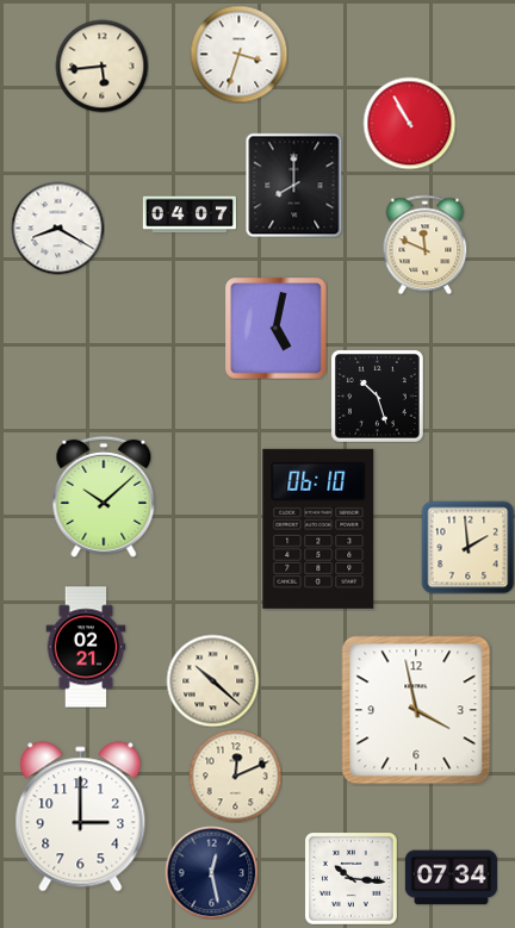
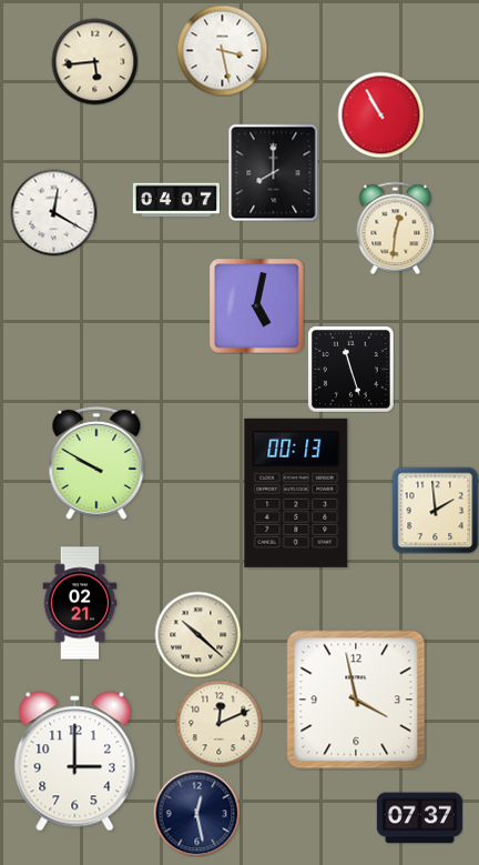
clock at (238, 54): 3:33 -> 3:28
clock at (57, 228): 8:20 -> 12:20
clock at (426, 244): 11:49 -> 12:31
clock at (377, 396): 10:27 -> 11:27
clock at (104, 497): 10:08 -> 9:50
clock at (318, 529): 06:10 -> 00:13
clock at (416, 710) position: (416, 710) -> (356, 700)
clock at (350, 878): 10:16 -> none
clock at (451, 878): 07:34 -> 07:37
